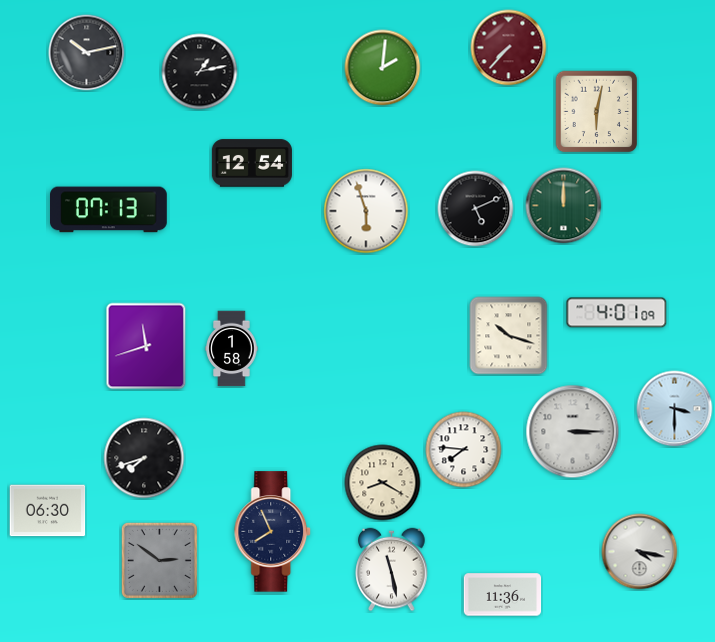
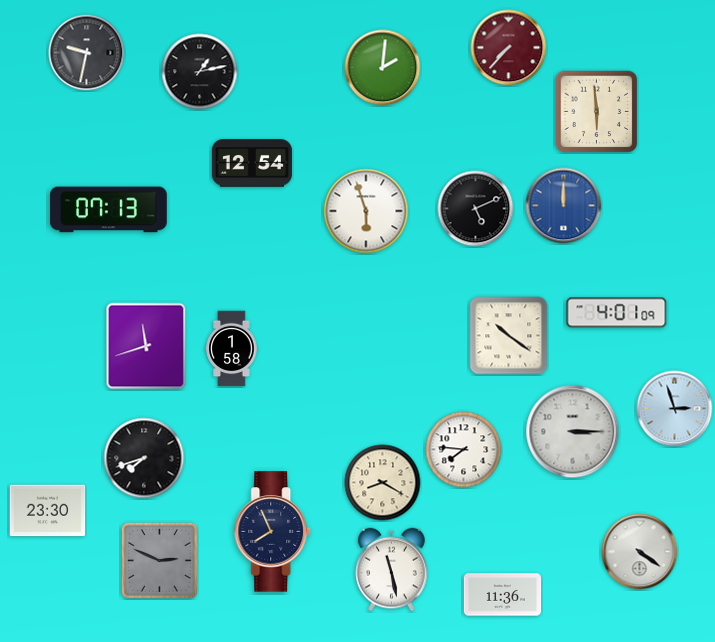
clock at (87, 53): 10:13 -> 9:32
clock at (597, 112): 6:02 -> 5:59
clock at (564, 206) dial: green -> blue
clock at (509, 336): 10:18 -> 10:21
clock at (675, 409): 3:30 -> 2:57
clock at (48, 511): 06:30 -> 23:30
clock at (640, 552): 4:17 -> 4:21
clock at (159, 560): 2:51 -> 2:49
